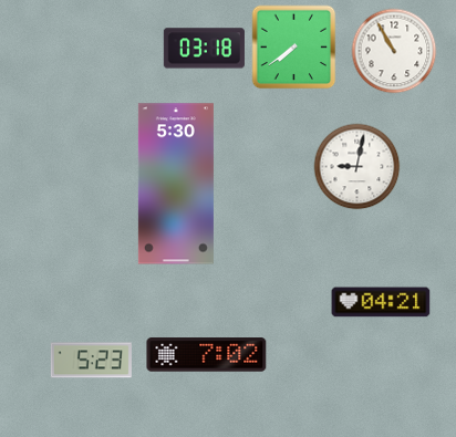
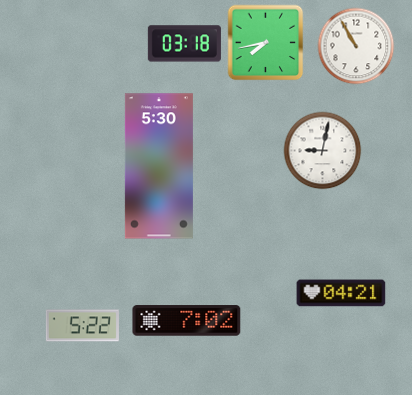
clock at (294, 48): 7:39 -> 7:43
clock at (381, 302) position: (381, 302) -> (341, 293)
clock at (91, 361): 5:23 -> 5:22
